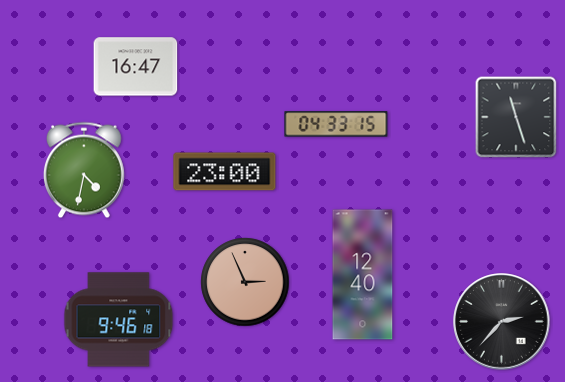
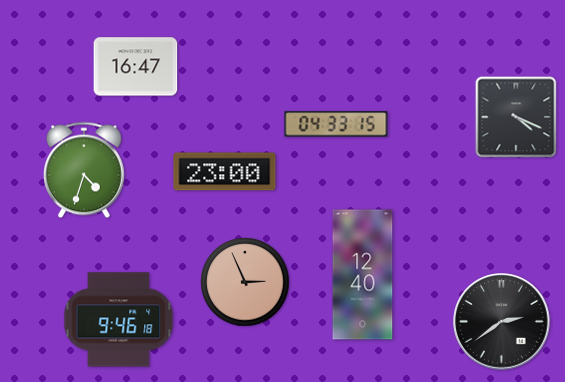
clock at (516, 117): 11:27 -> 4:19
clock at (84, 170): 4:32 -> 4:33
clock at (502, 322): 2:37 -> 2:39
